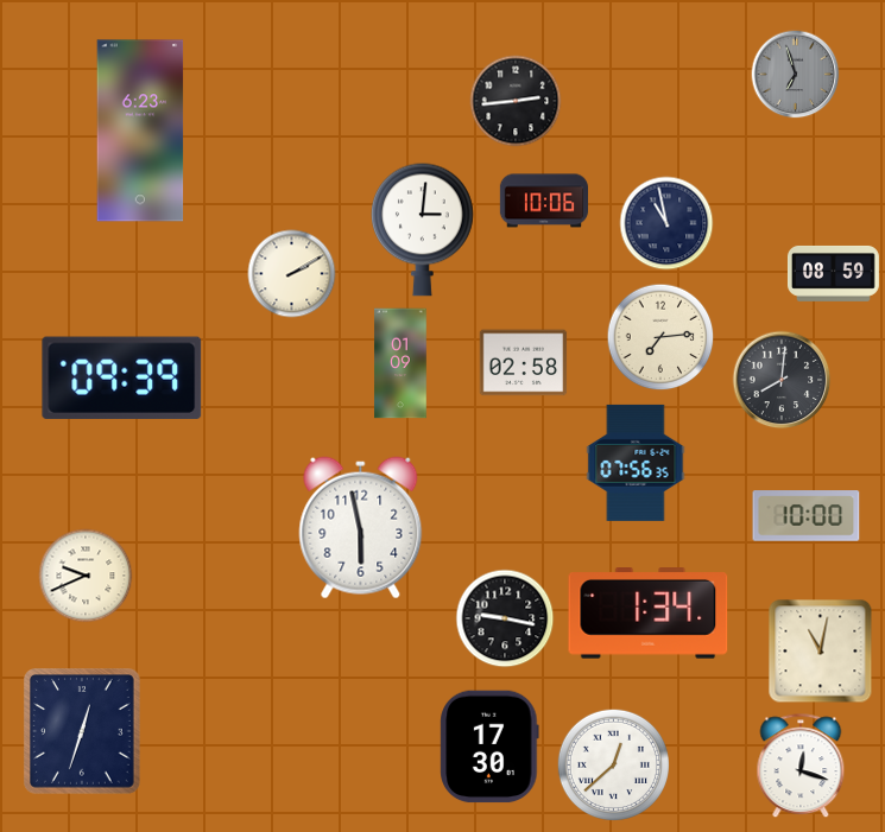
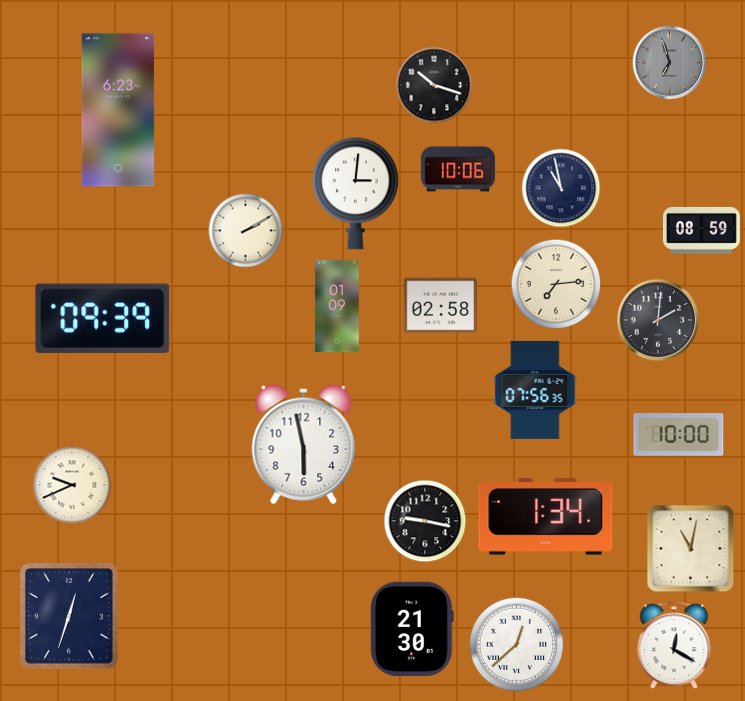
clock at (516, 101): 2:44 -> 10:18
clock at (782, 380): 8:01 -> 2:01
clock at (489, 747): 17:30 -> 21:30
clock at (801, 767): 12:18 -> 12:20
